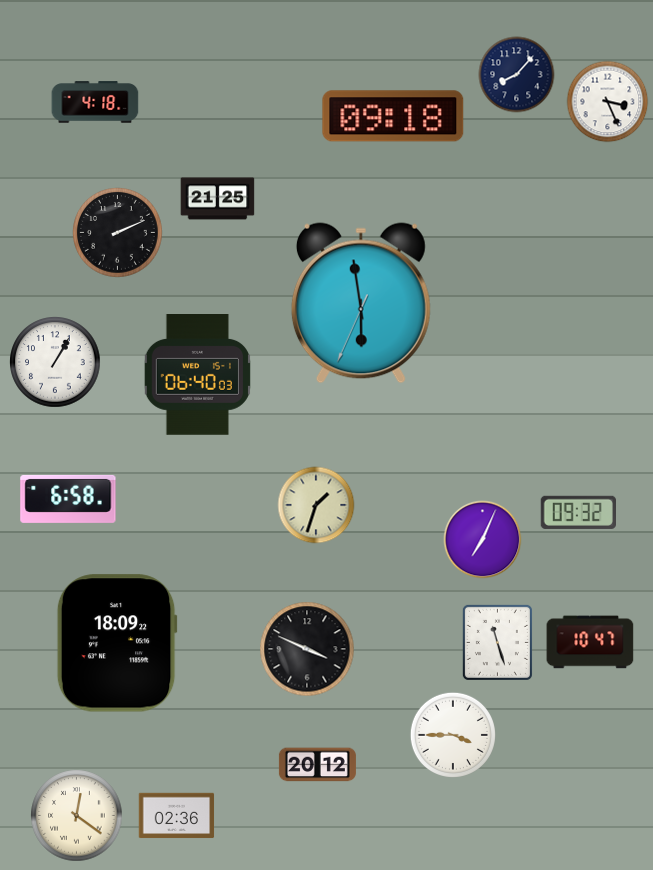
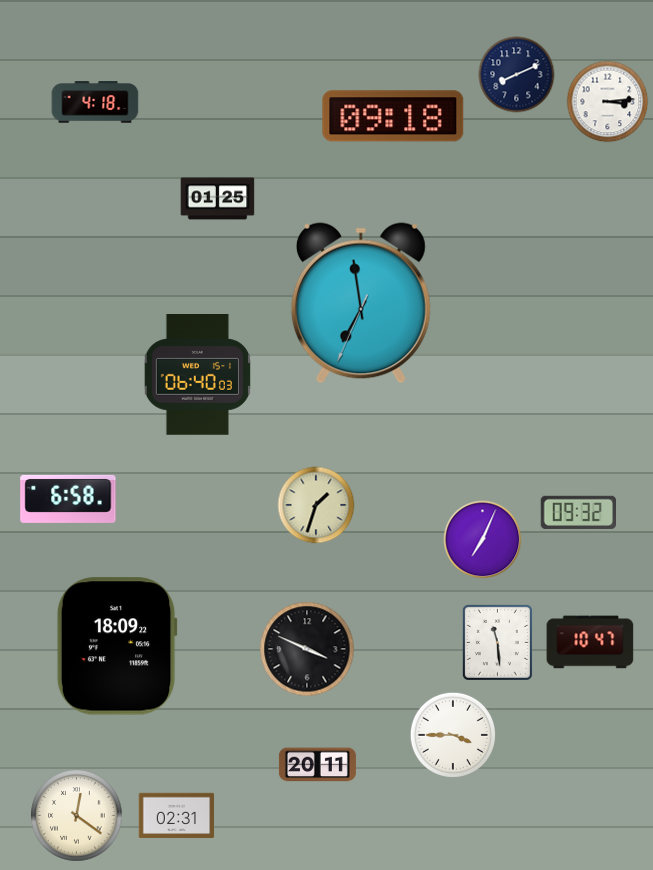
clock at (517, 75): 8:07 -> 8:11
clock at (608, 102): 3:26 -> 3:14
clock at (218, 199): 21:25 -> 01:25
clock at (118, 233): 2:11 -> none
clock at (361, 303): 5:58 -> 6:58
clock at (55, 362): 1:05 -> none
clock at (497, 642): 11:27 -> 11:29
clock at (117, 643) position: (117, 643) -> (117, 646)
clock at (317, 765): 20:12 -> 20:11
clock at (177, 816): 02:36 -> 02:31
